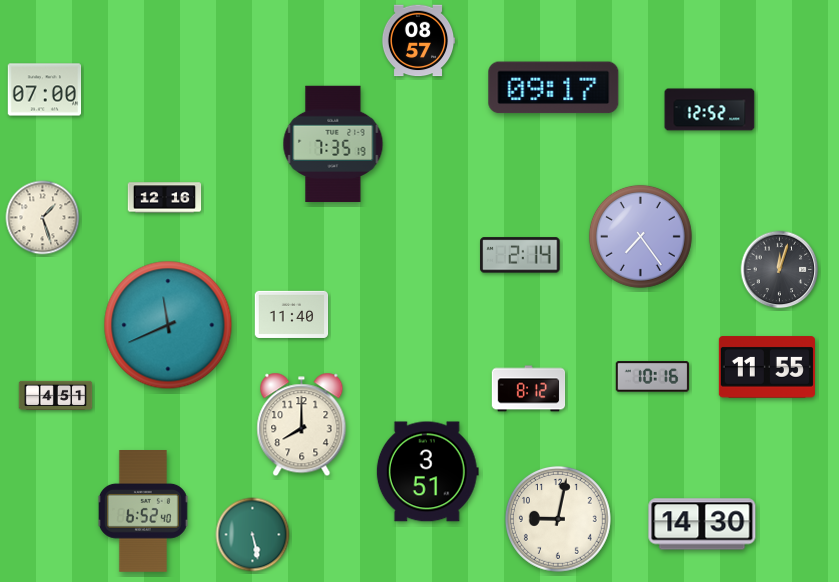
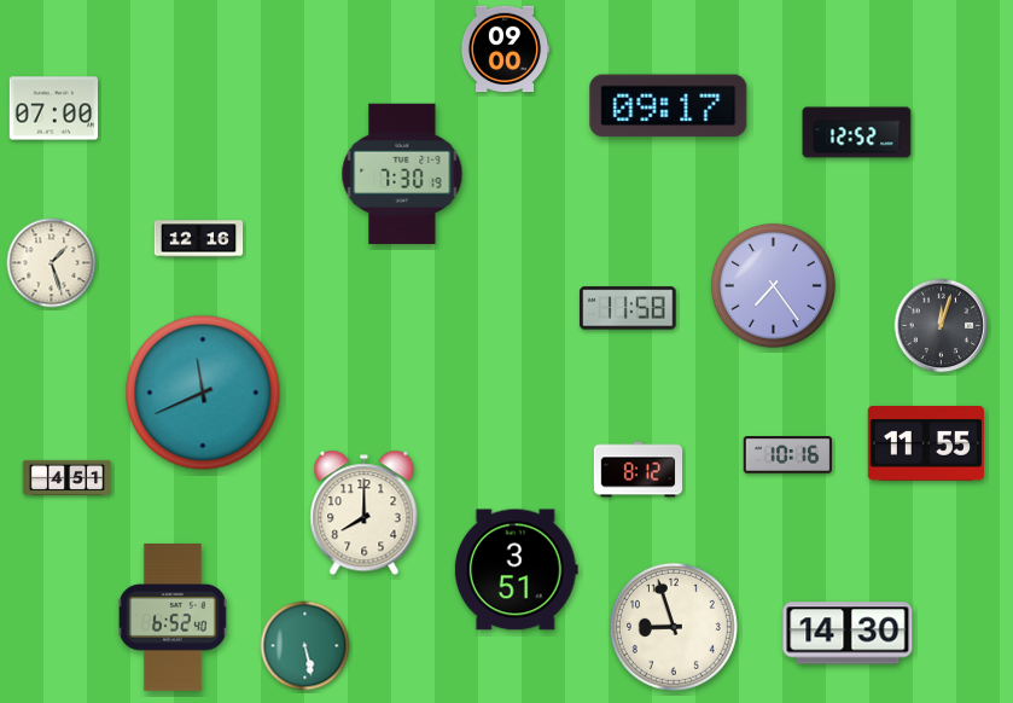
clock at (418, 41): 08:57 -> 09:00
clock at (333, 144): 7:35 -> 7:30
clock at (520, 255): 2:14 -> 11:58
clock at (292, 314): 11:40 -> none
clock at (558, 519): 9:02 -> 8:57
